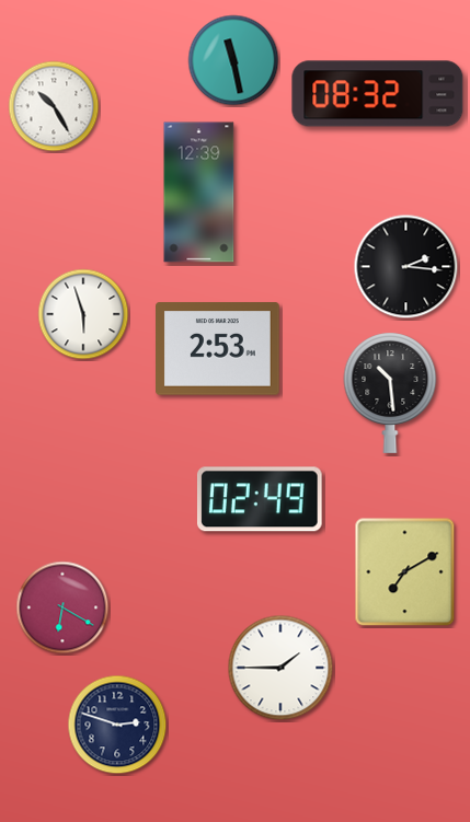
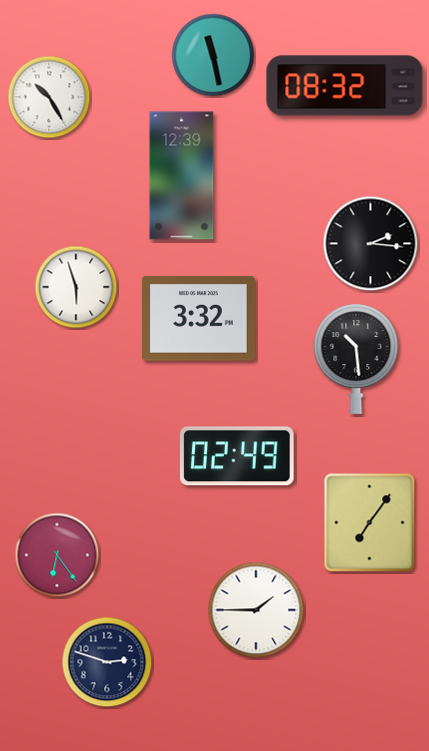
clock at (218, 349): 2:53 -> 3:32
clock at (405, 572): 7:10 -> 7:06
clock at (62, 607): 6:20 -> 6:24
